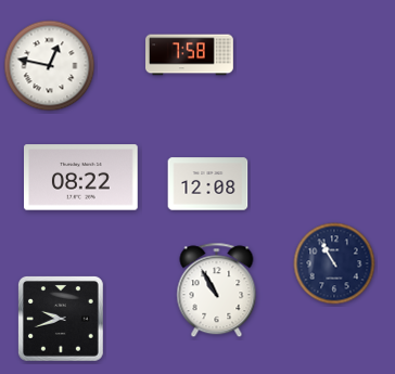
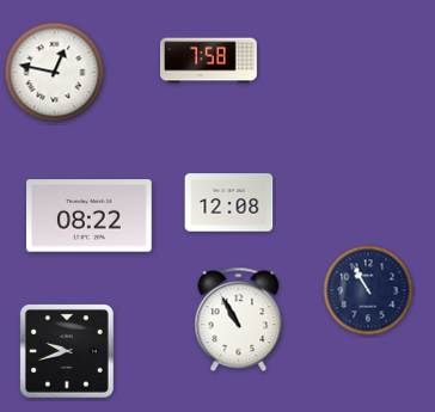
clock at (81, 178) position: (81, 178) -> (90, 216)
